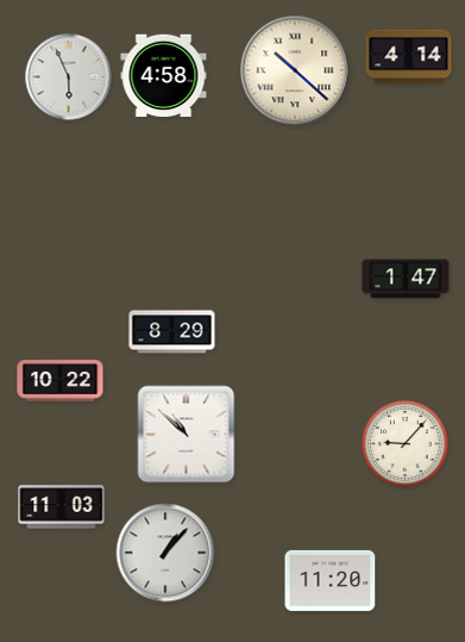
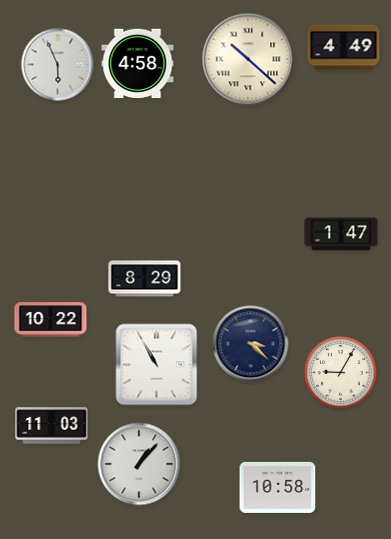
clock at (409, 57): 4:14 -> 4:49
clock at (251, 344): none -> 3:22
clock at (187, 435): 10:52 -> 10:55
clock at (406, 444): 9:07 -> 9:05
clock at (331, 580): 11:20 -> 10:58
